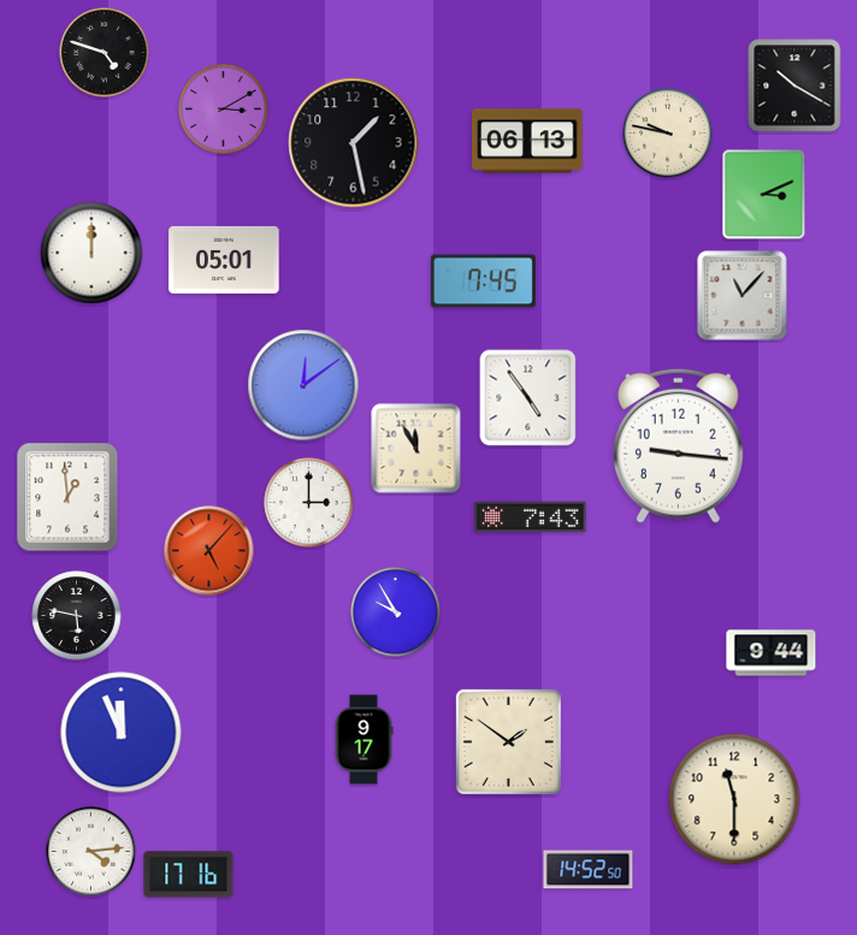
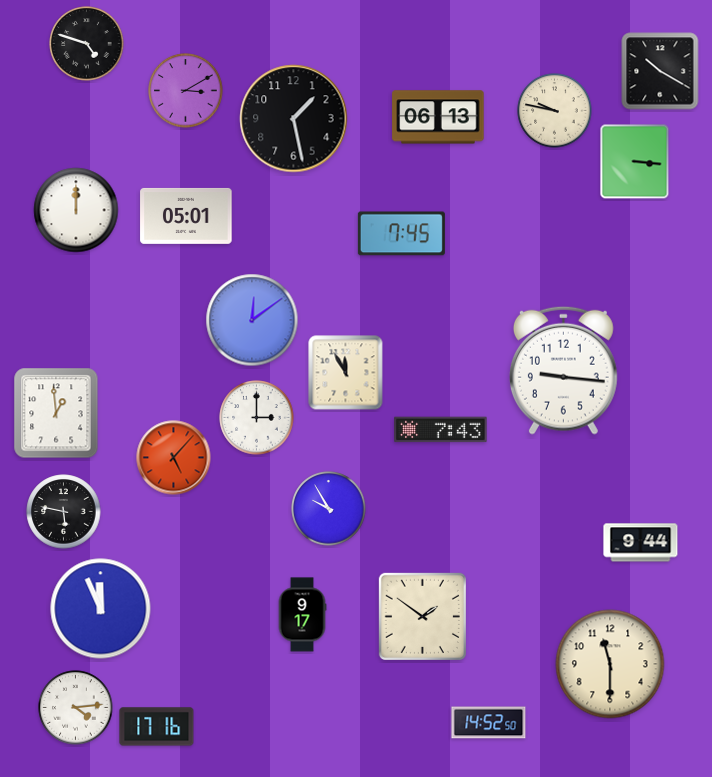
clock at (764, 195): 3:11 -> 3:16
clock at (743, 296): 11:07 -> none
clock at (528, 398): 4:54 -> none
